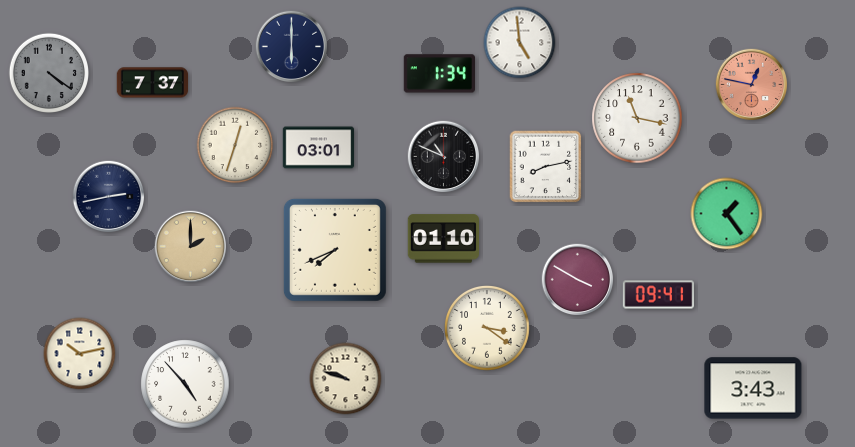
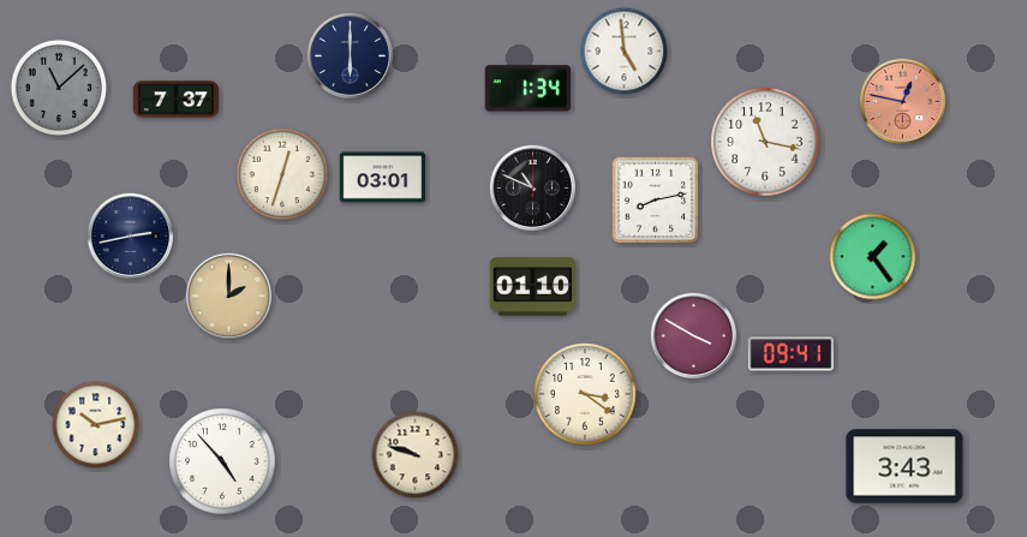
clock at (48, 72): 4:21 -> 11:08
clock at (153, 83) position: (153, 83) -> (177, 100)
clock at (335, 250): 7:41 -> none
